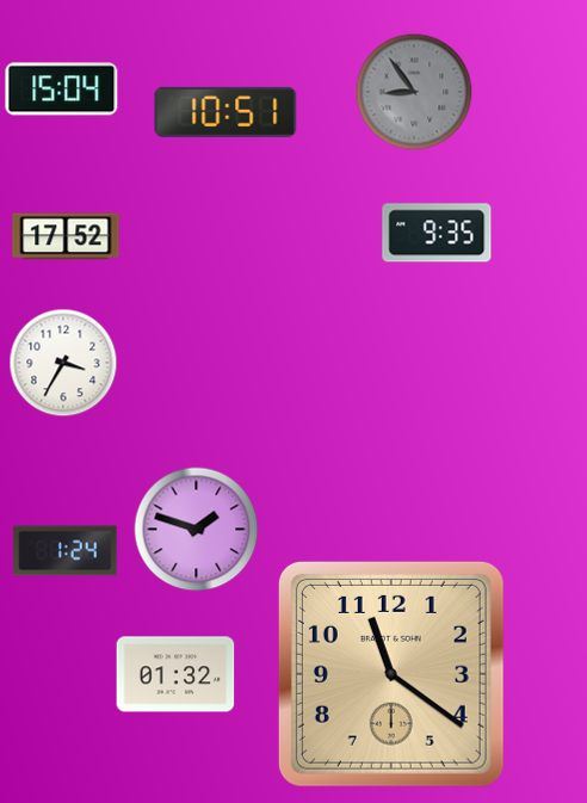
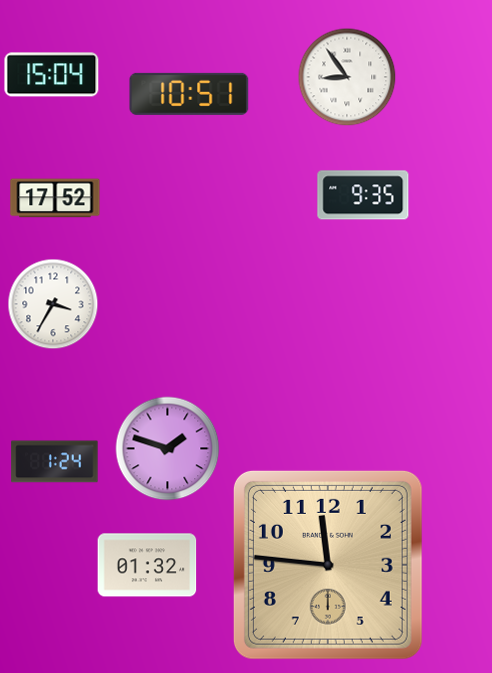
clock at (414, 92) dial: grey -> white
clock at (437, 233) position: (437, 233) -> (363, 195)
clock at (197, 530) position: (197, 530) -> (168, 449)
clock at (391, 674): 11:21 -> 11:46
